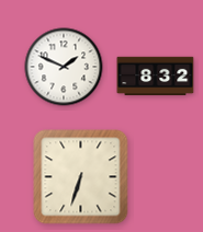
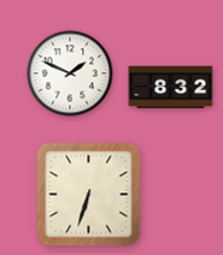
clock at (156, 77) position: (156, 77) -> (171, 88)
